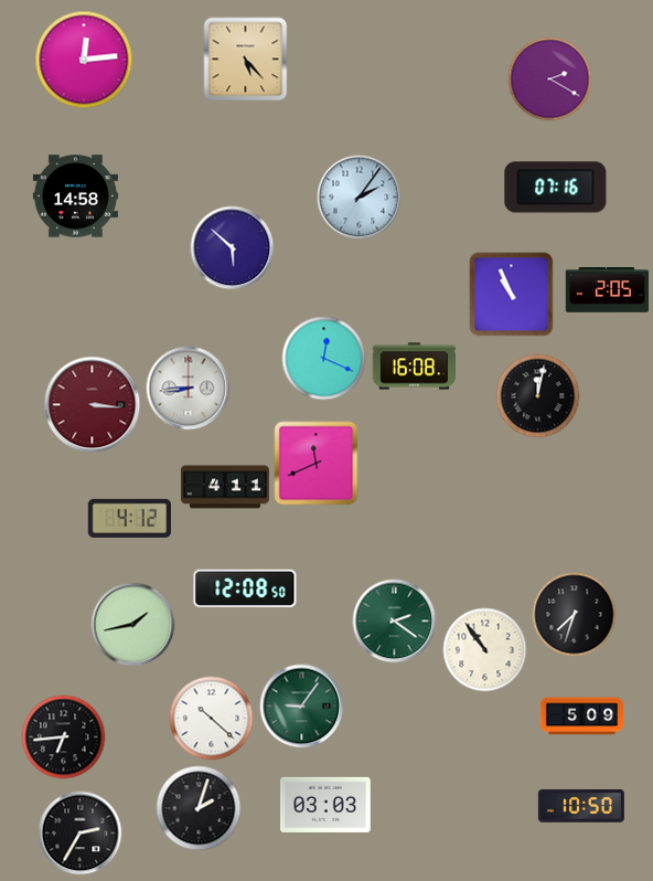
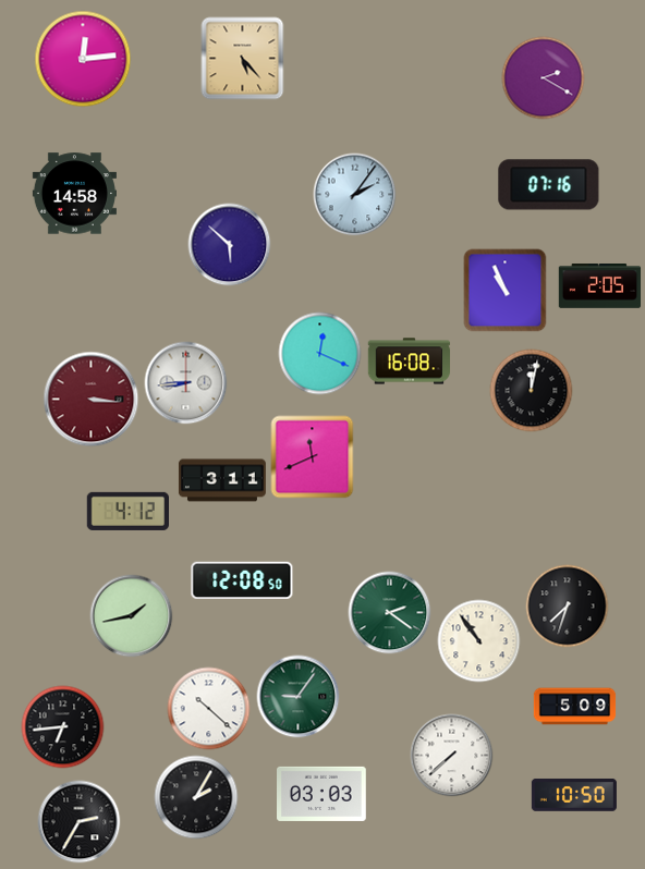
clock at (225, 487): 4:11 -> 3:11
clock at (452, 756): none -> 7:38
clock at (199, 808): 2:03 -> 2:05
